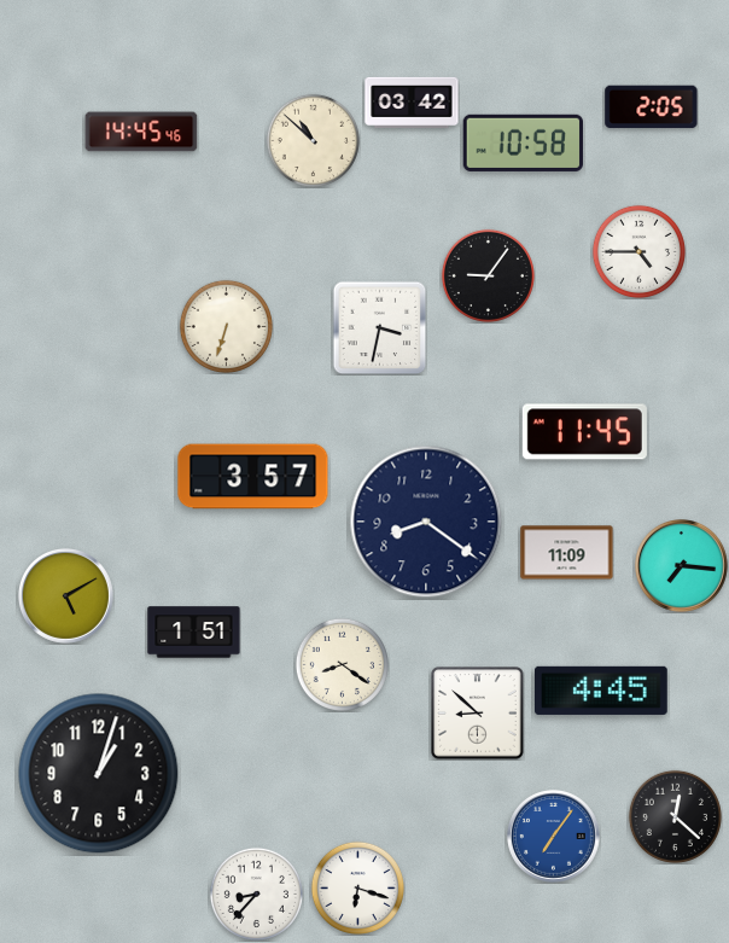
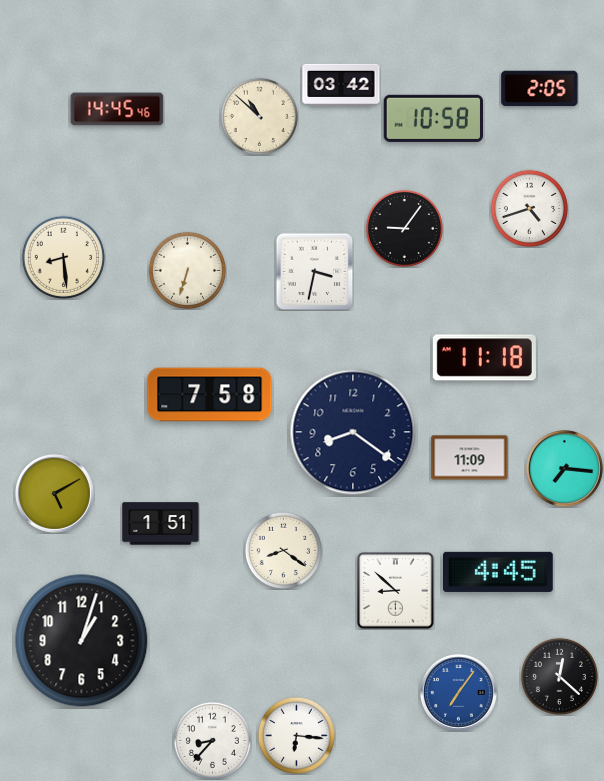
clock at (638, 251): 4:45 -> 4:42
clock at (63, 257): none -> 8:29
clock at (584, 432): 11:45 -> 11:18
clock at (253, 477): 3:57 -> 7:58
clock at (357, 887): 6:18 -> 6:16
